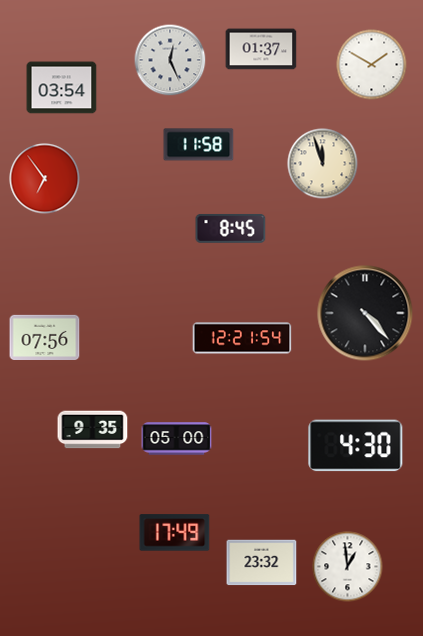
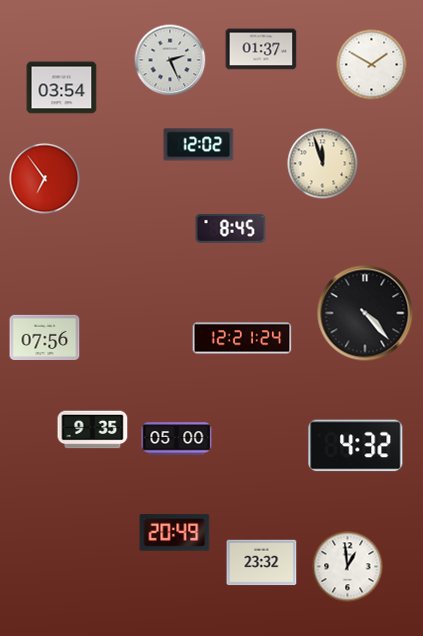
clock at (170, 60): 12:26 -> 2:26
clock at (199, 145): 11:58 -> 12:02
clock at (242, 338): 12:21:54 -> 12:21:24
clock at (356, 446): 4:30 -> 4:32
clock at (175, 533): 17:49 -> 20:49
